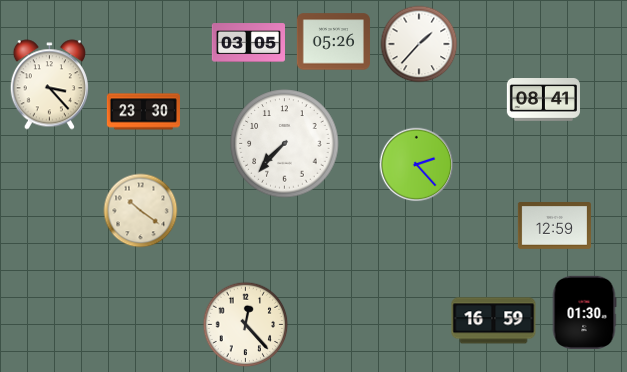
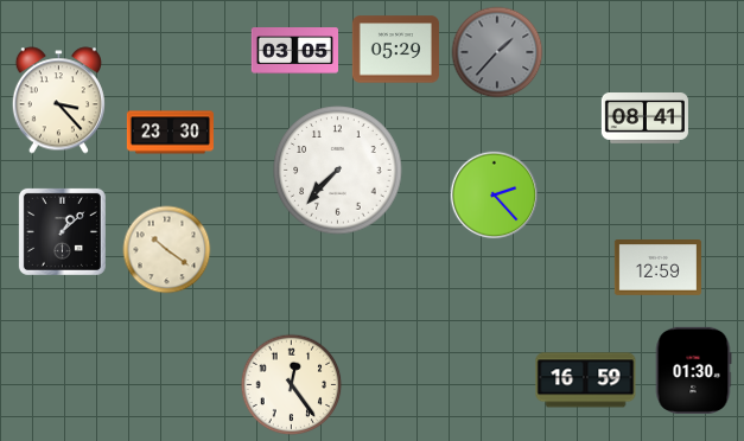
clock at (333, 42): 05:26 -> 05:29
clock at (419, 44) dial: white -> grey
clock at (62, 231): none -> 1:08
clock at (246, 325): 12:23 -> 12:24
